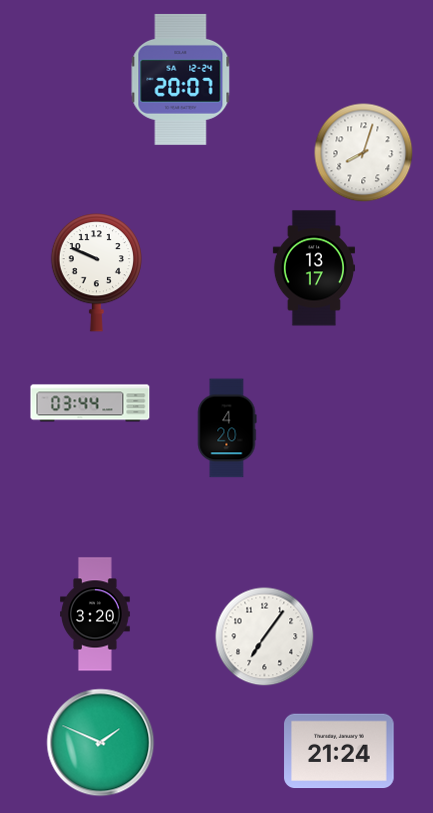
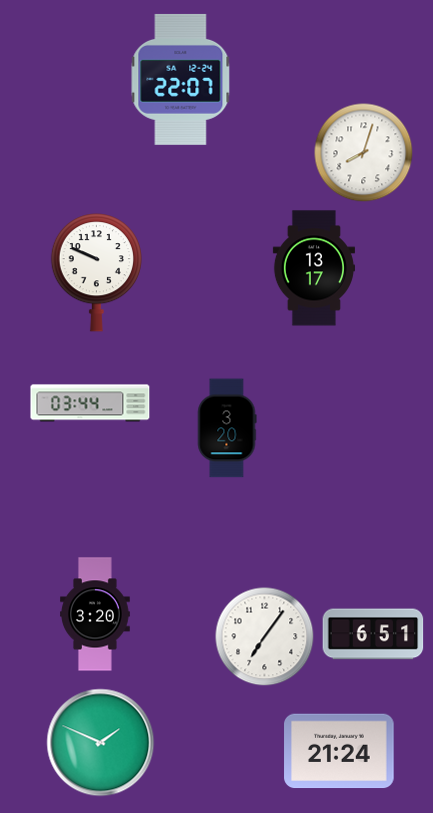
clock at (181, 79): 20:07 -> 22:07
clock at (227, 428): 4:20 -> 3:20
clock at (373, 634): none -> 6:51
